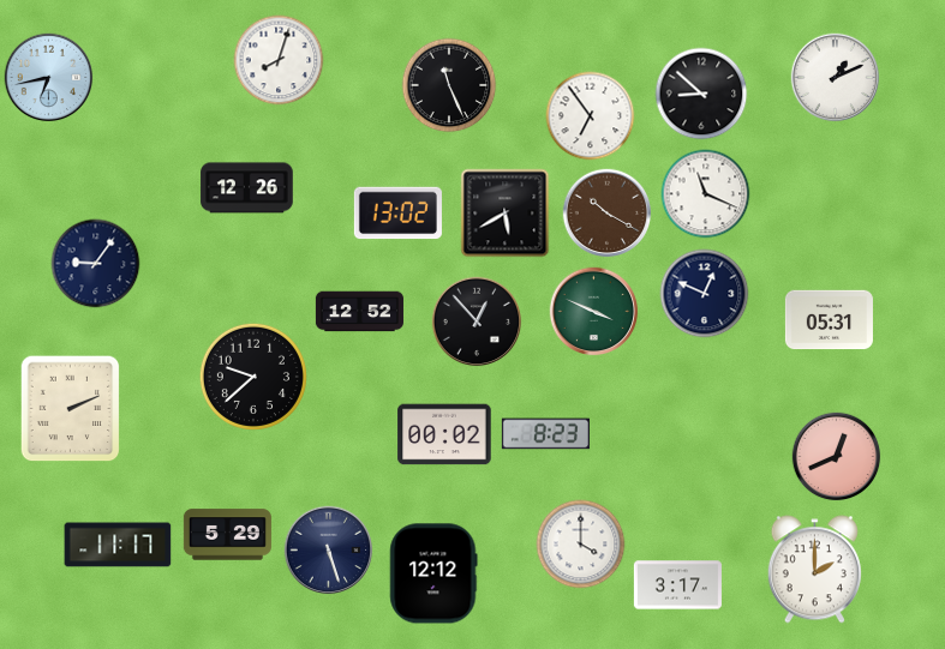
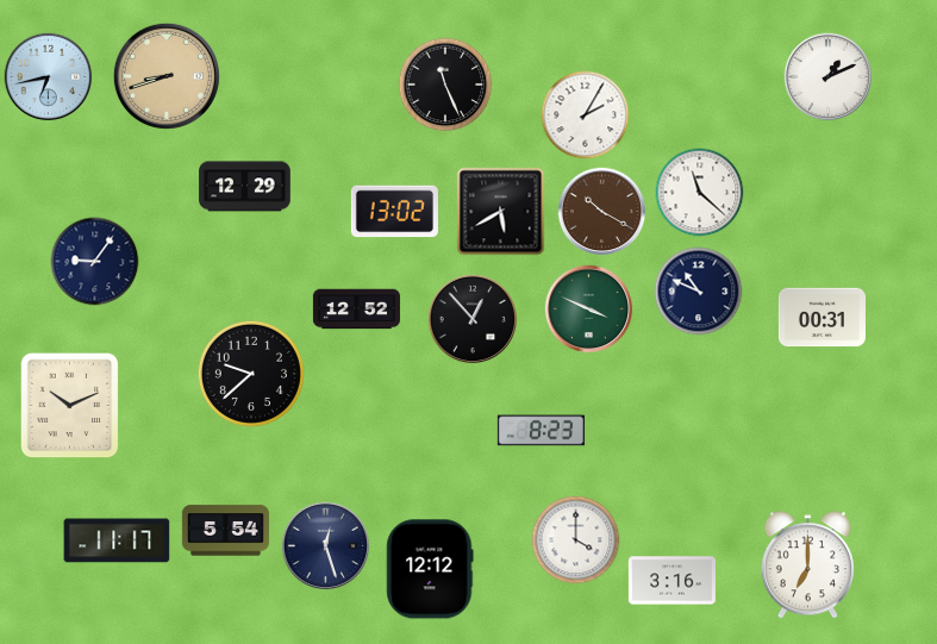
clock at (279, 60): 8:03 -> none
clock at (167, 76): none -> 8:42
clock at (701, 94): 8:52 -> none
clock at (591, 116): 6:54 -> 2:05
clock at (247, 188): 12:26 -> 12:29
clock at (706, 194): 11:19 -> 11:22
clock at (705, 294): 12:49 -> 10:49
clock at (829, 320): 05:31 -> 00:31
clock at (71, 409): 2:11 -> 10:11
clock at (444, 434): 00:02 -> none
clock at (837, 457): 12:41 -> none
clock at (227, 535): 5:29 -> 5:54
clock at (329, 551): 5:27 -> 12:27
clock at (814, 570): 2:00 -> 7:00
clock at (677, 585): 3:17 -> 3:16
